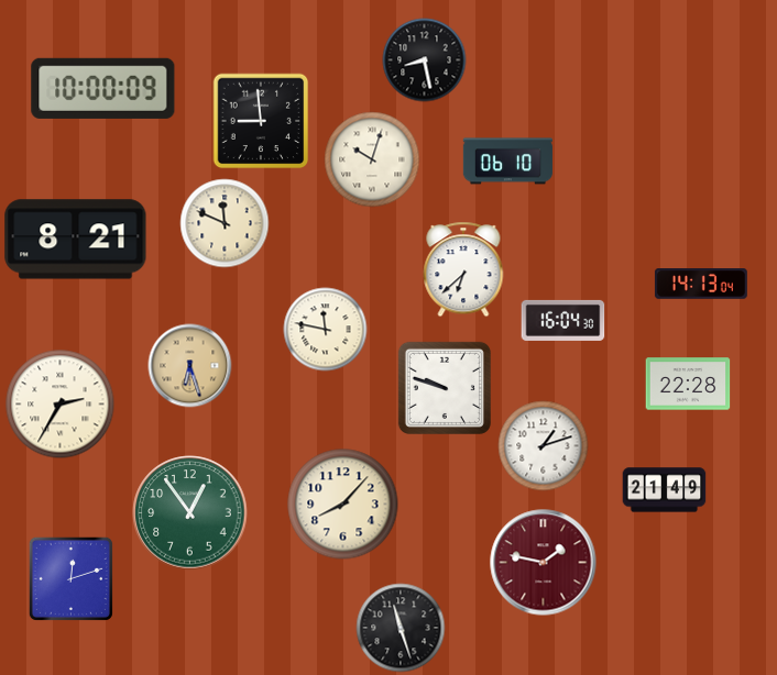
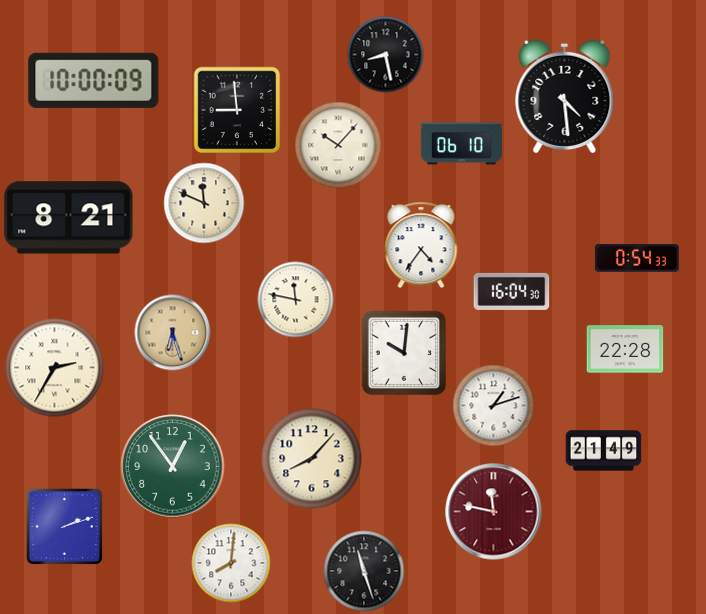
clock at (565, 96): none -> 4:29
clock at (372, 159): 10:03 -> 10:07
clock at (507, 162) position: (507, 162) -> (461, 144)
clock at (463, 269): 6:38 -> 4:36
clock at (701, 285): 14:13 -> 0:54
clock at (445, 388): 9:48 -> 10:01
clock at (665, 490) position: (665, 490) -> (604, 451)
clock at (544, 563): 1:47 -> 11:47
clock at (70, 578): 12:12 -> 2:12
clock at (231, 563): none -> 8:01
